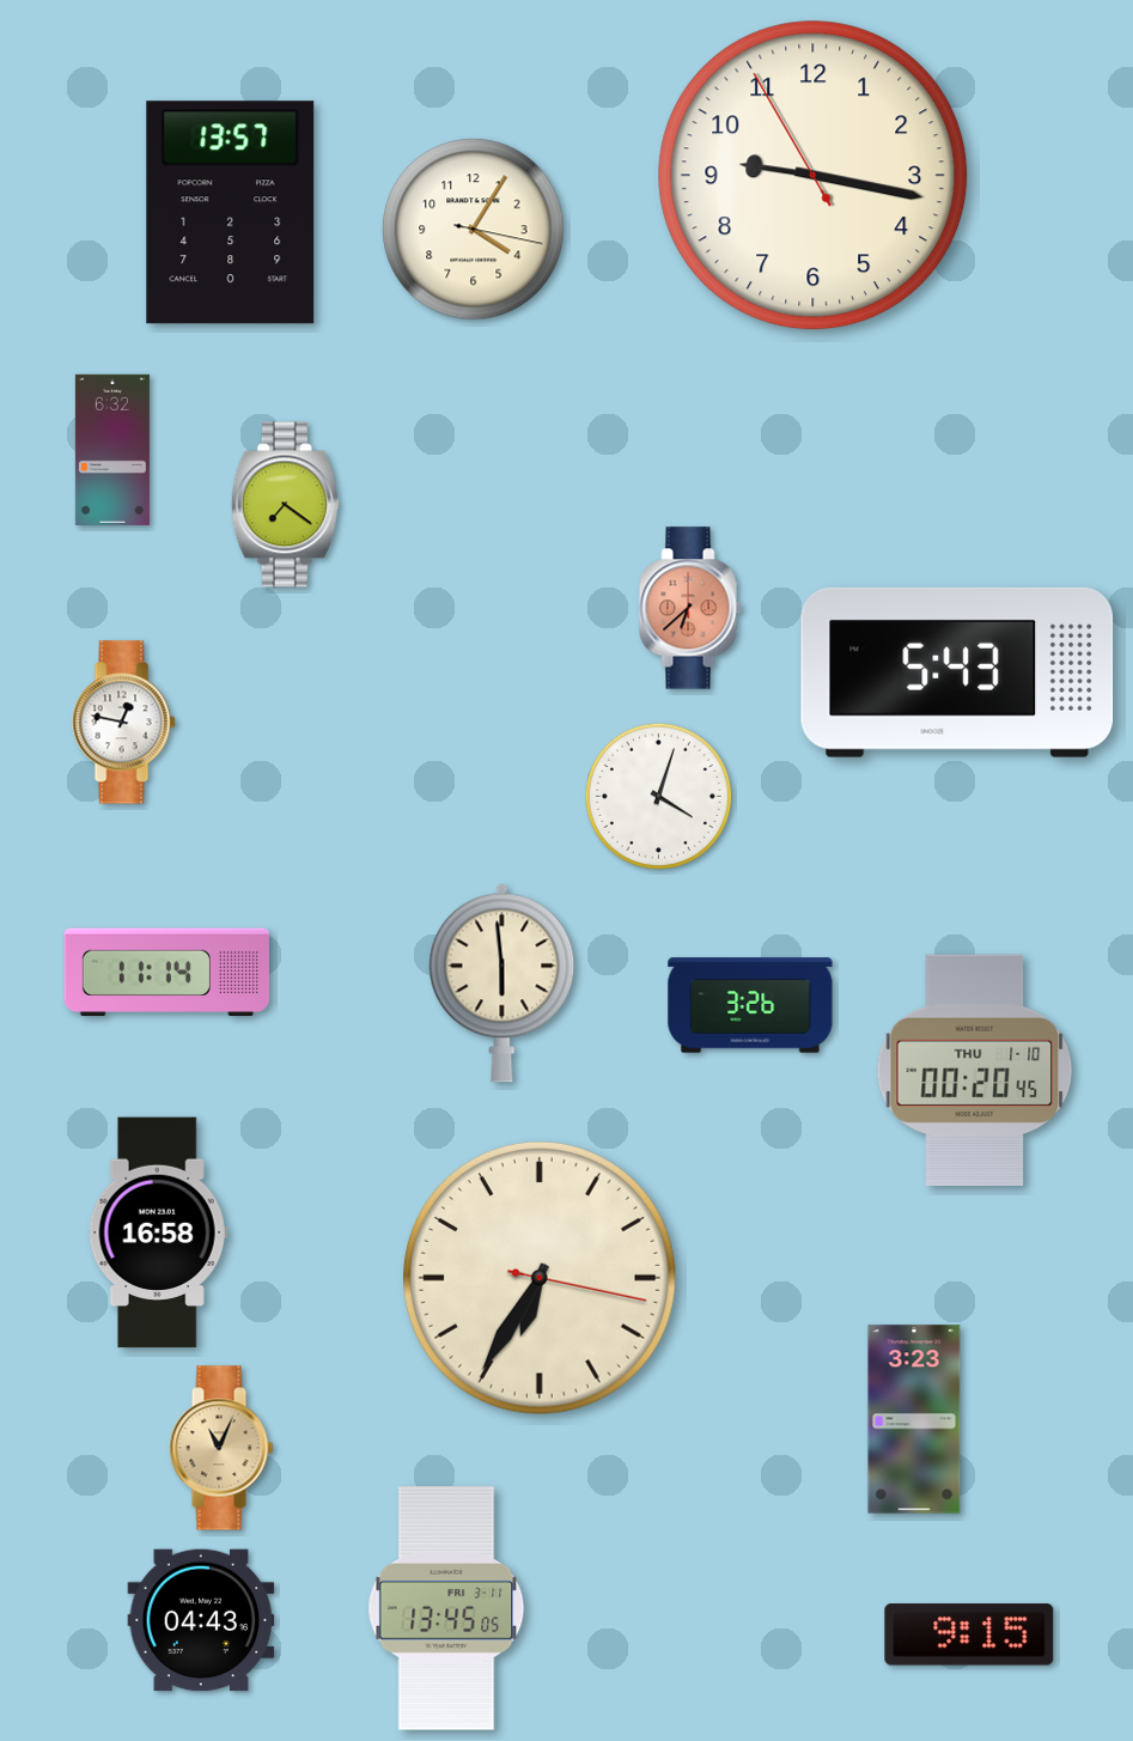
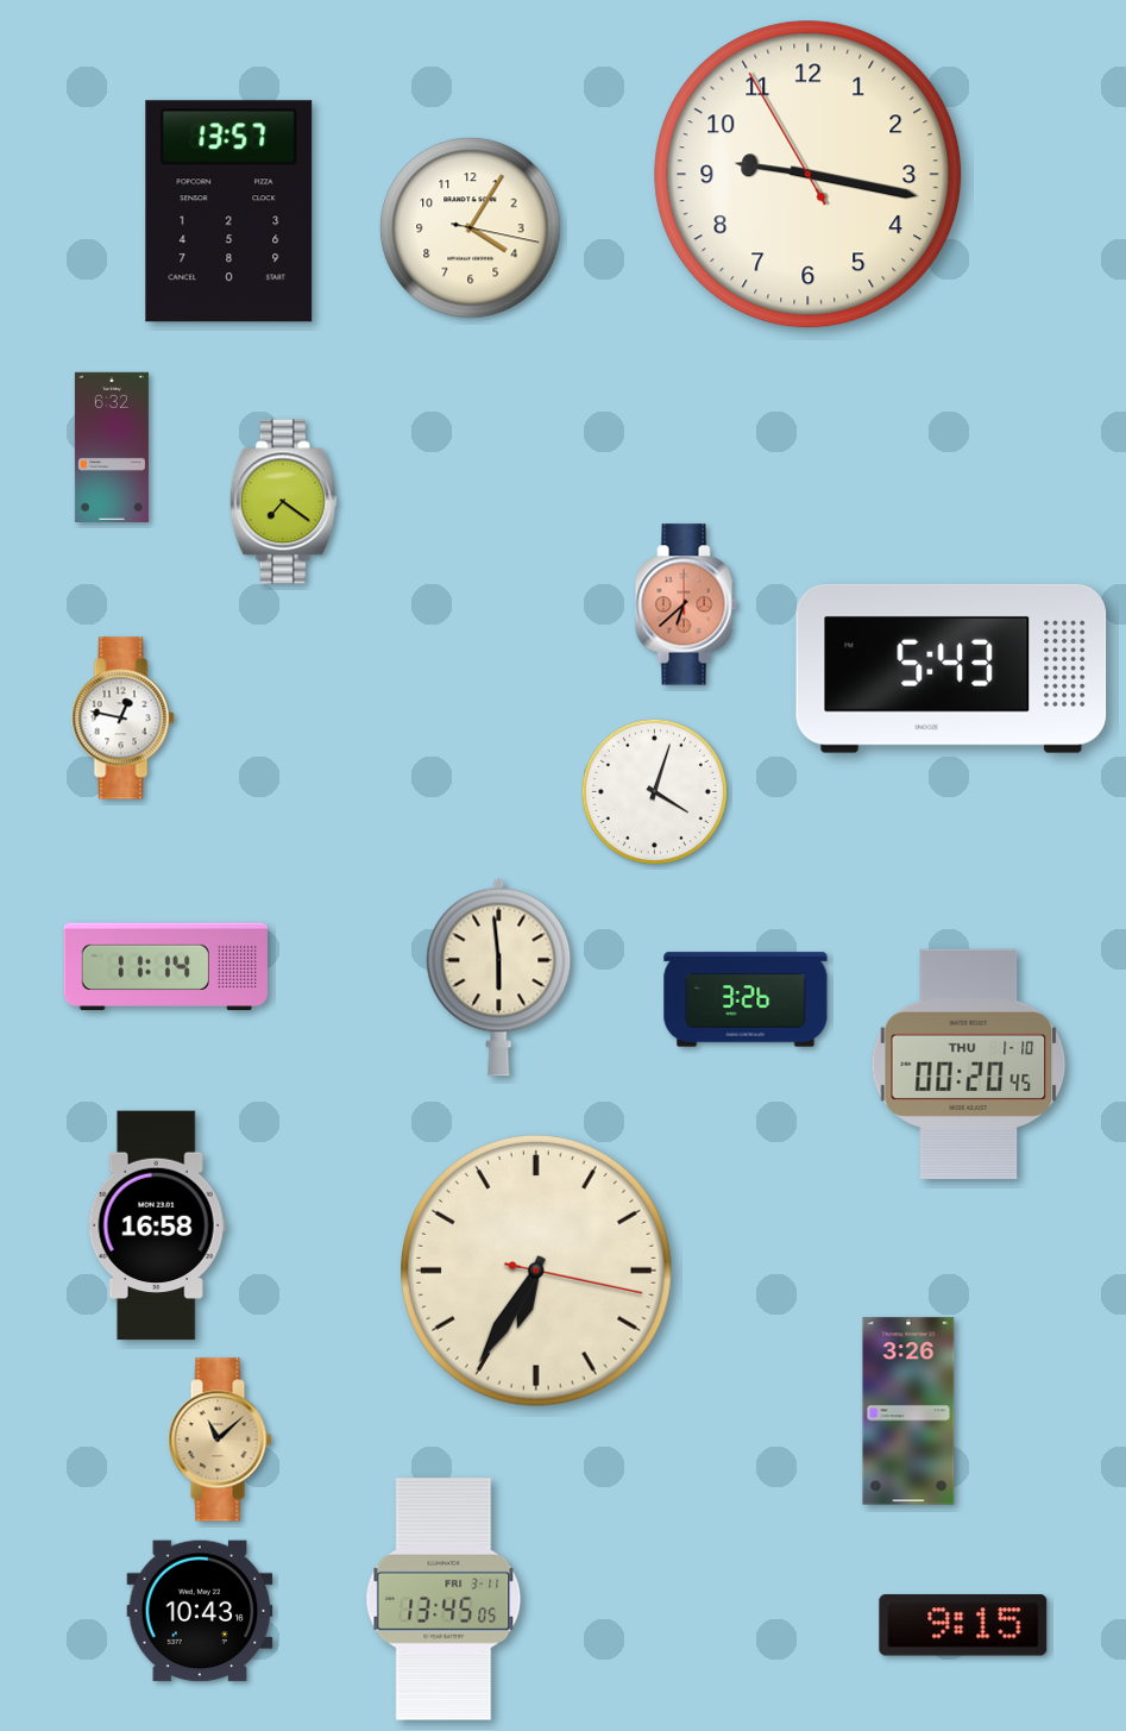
clock at (914, 1419): 3:23 -> 3:26
clock at (221, 1448): 11:04 -> 11:08
clock at (201, 1620): 04:43 -> 10:43
